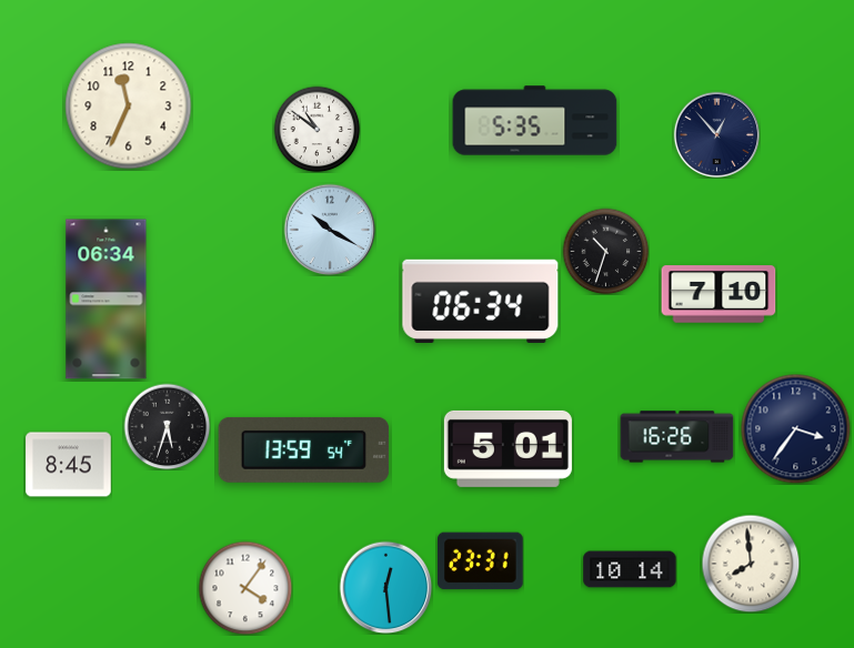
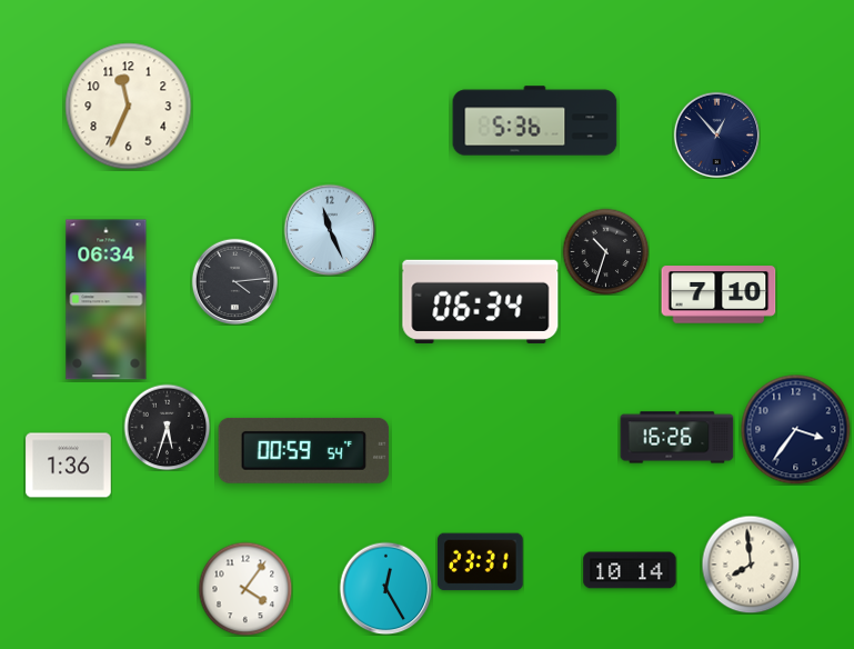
clock at (535, 121): 5:35 -> 5:36
clock at (317, 129): 10:51 -> none
clock at (330, 230): 10:20 -> 11:26
clock at (234, 281): none -> 4:14
clock at (508, 448): 5:01 -> none
clock at (304, 449): 13:59 -> 00:59
clock at (69, 465): 8:45 -> 1:36
clock at (385, 587): 12:29 -> 12:25
